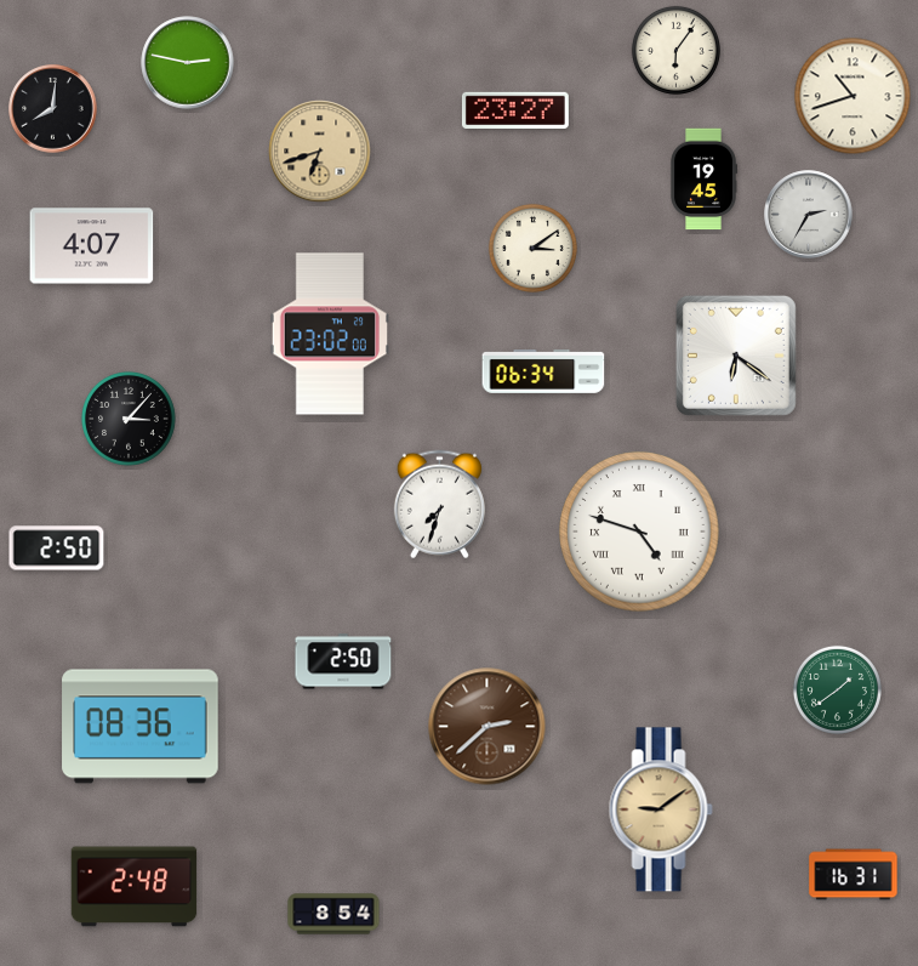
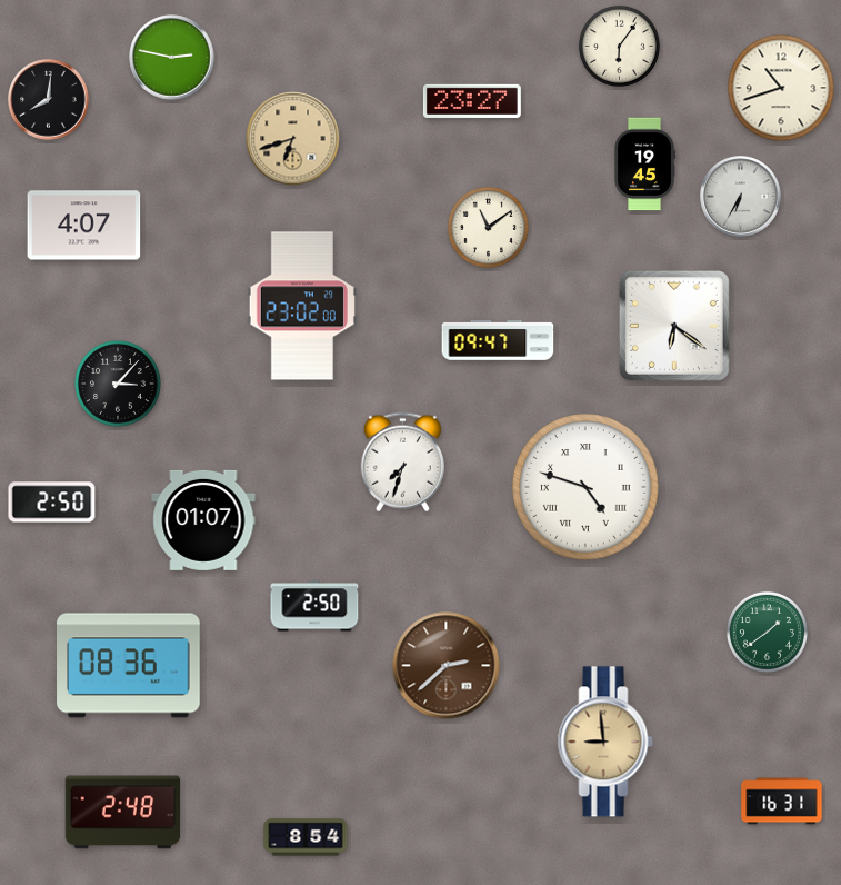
clock at (809, 215): 2:35 -> 6:35
clock at (532, 248): 3:09 -> 11:09
clock at (543, 371): 06:34 -> 09:47
clock at (203, 520): none -> 01:07
clock at (661, 809): 9:09 -> 8:59
